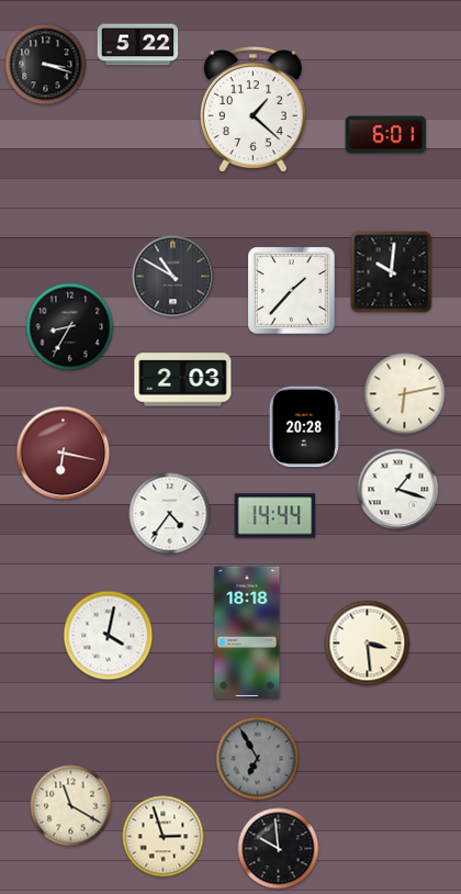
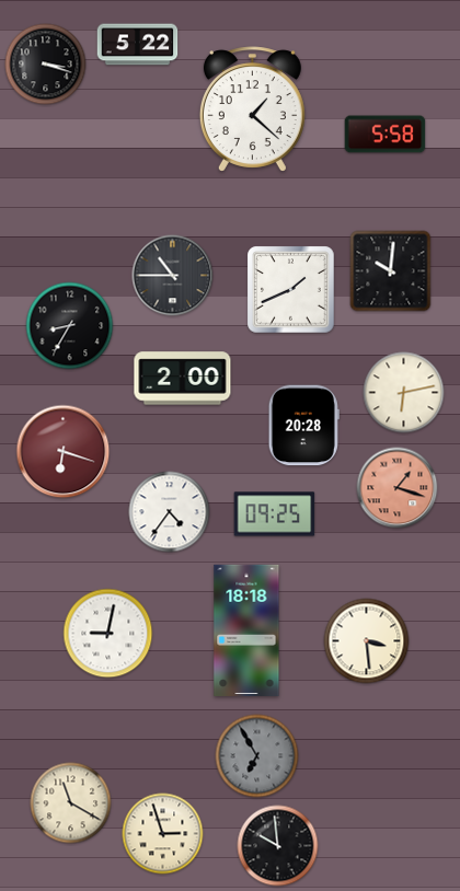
clock at (386, 135): 6:01 -> 5:58
clock at (173, 277): 10:50 -> 10:45
clock at (292, 291): 1:37 -> 1:41
clock at (183, 380): 2:03 -> 2:00
clock at (64, 454): 6:17 -> 6:18
clock at (398, 490) dial: white -> salmon
clock at (276, 516): 14:44 -> 09:25
clock at (109, 636): 4:02 -> 9:02
